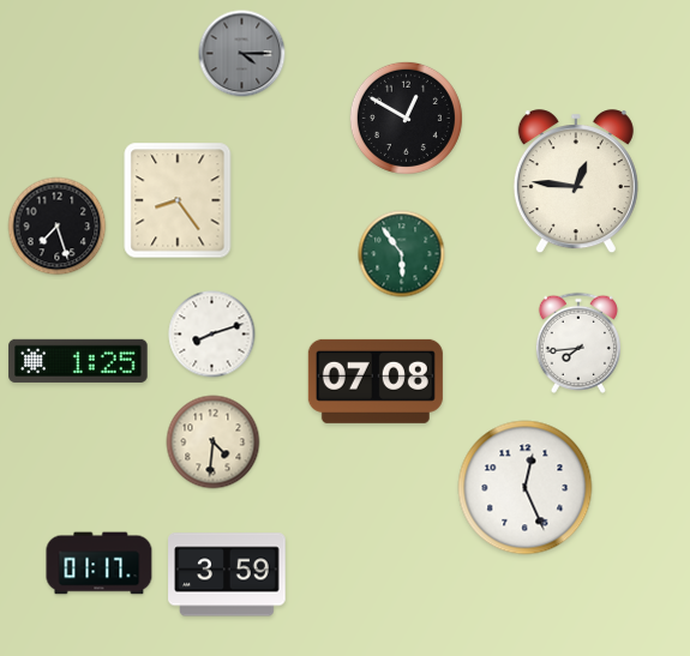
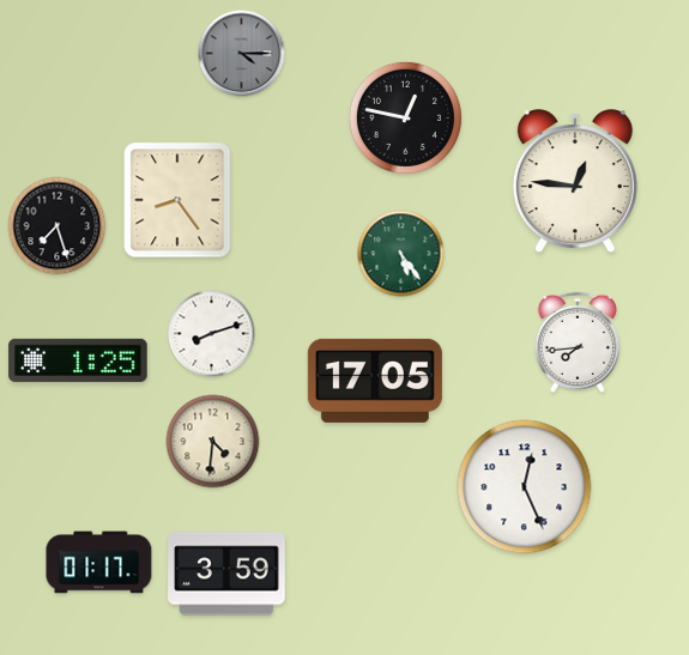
clock at (406, 118): 12:50 -> 12:47
clock at (402, 254): 5:54 -> 5:24
clock at (376, 381): 07:08 -> 17:05
